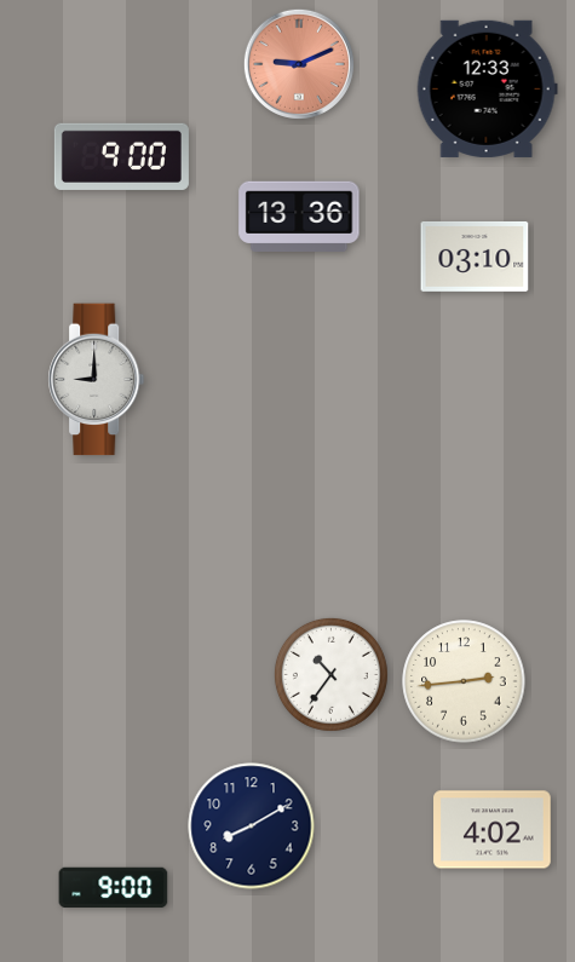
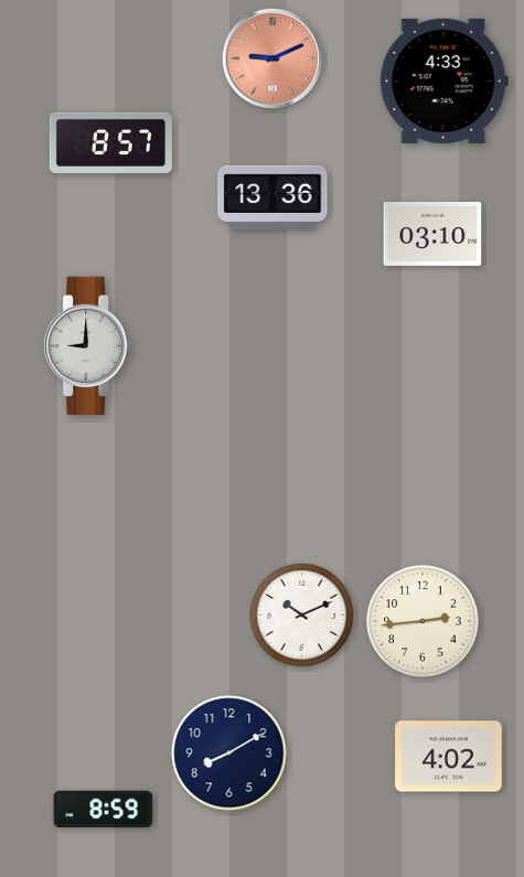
clock at (487, 88): 12:33 -> 4:33
clock at (121, 156): 9:00 -> 8:57
clock at (330, 674): 10:36 -> 10:11
clock at (114, 888): 9:00 -> 8:59
